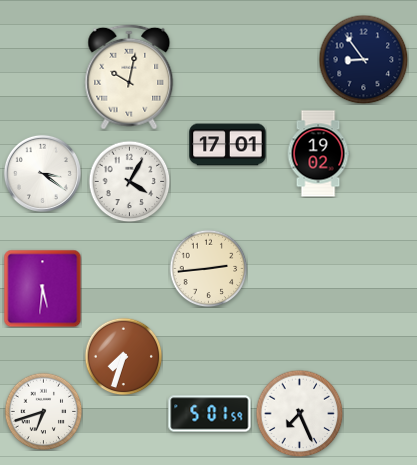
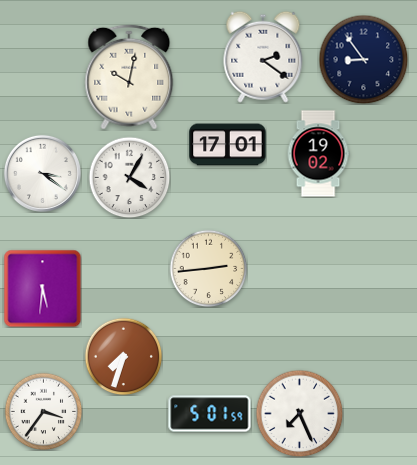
clock at (263, 57): none -> 2:21
clock at (129, 181) position: (129, 181) -> (129, 177)
clock at (43, 411): 6:42 -> 3:36
